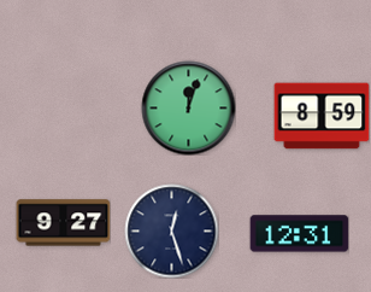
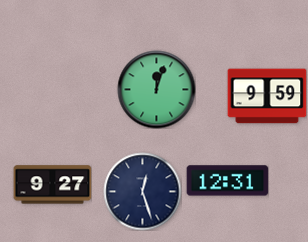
clock at (322, 116): 8:59 -> 9:59
clock at (299, 234) position: (299, 234) -> (227, 181)
